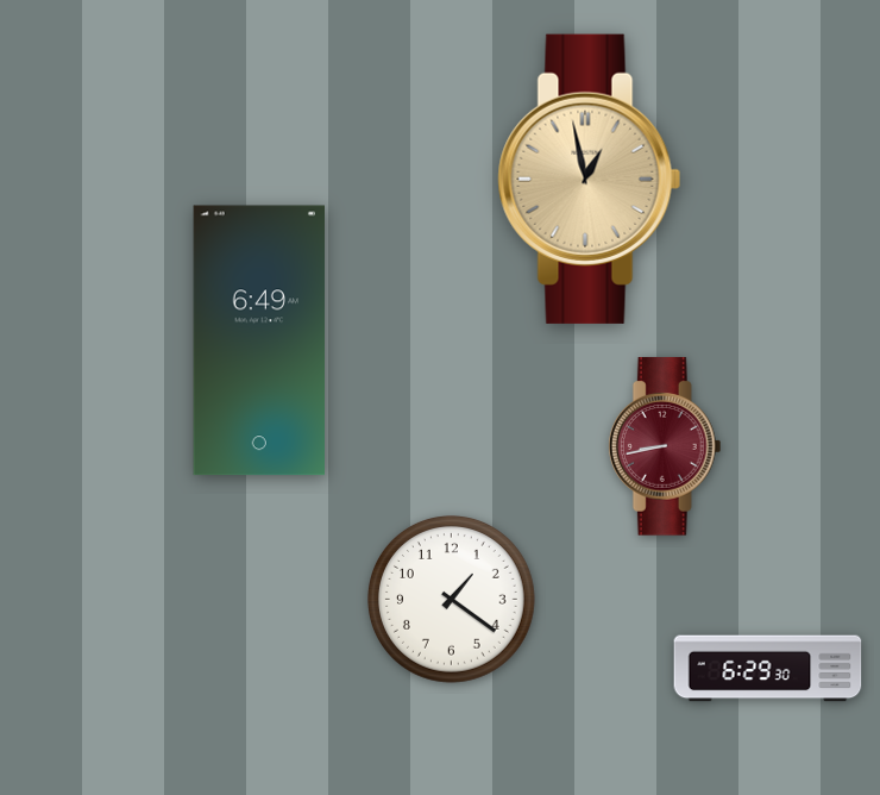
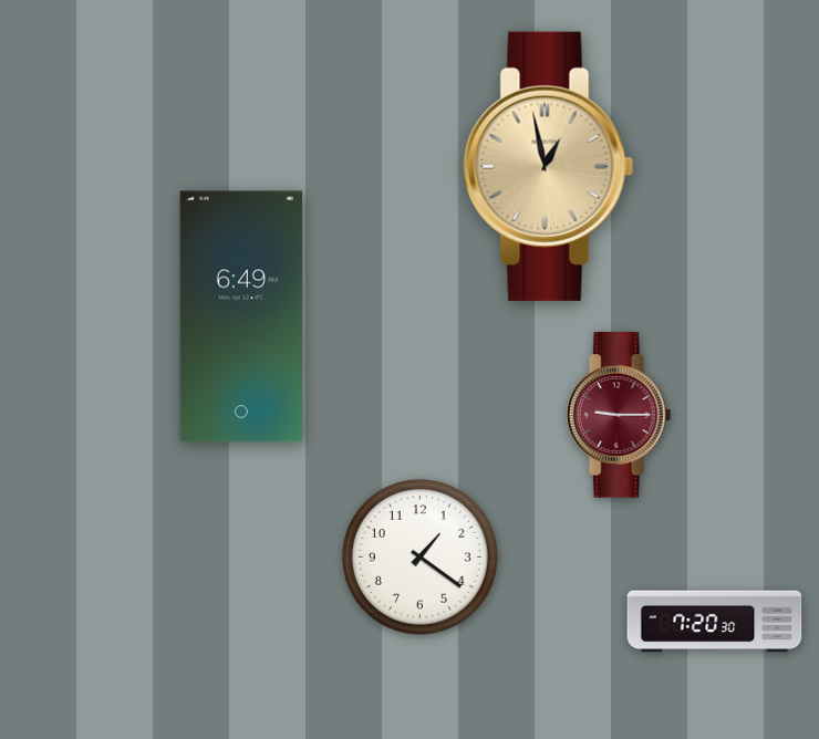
clock at (665, 446): 8:43 -> 9:15
clock at (768, 669): 6:29 -> 7:20
